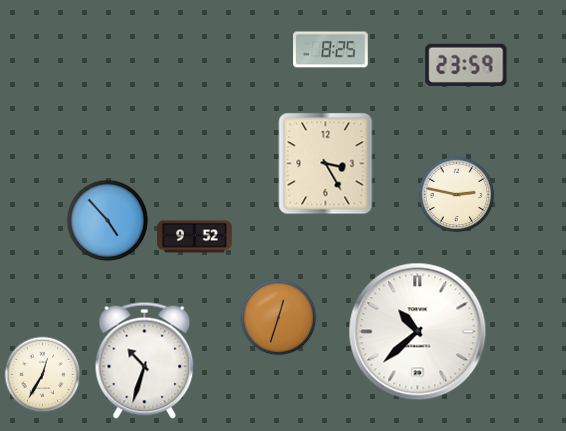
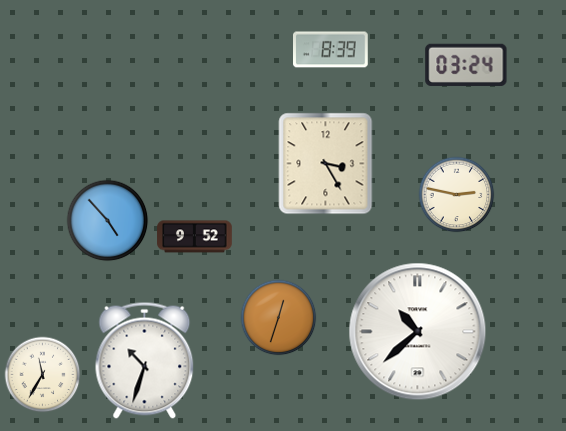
clock at (331, 50): 8:25 -> 8:39
clock at (466, 65): 23:59 -> 03:24
clock at (43, 375): 12:35 -> 11:35
